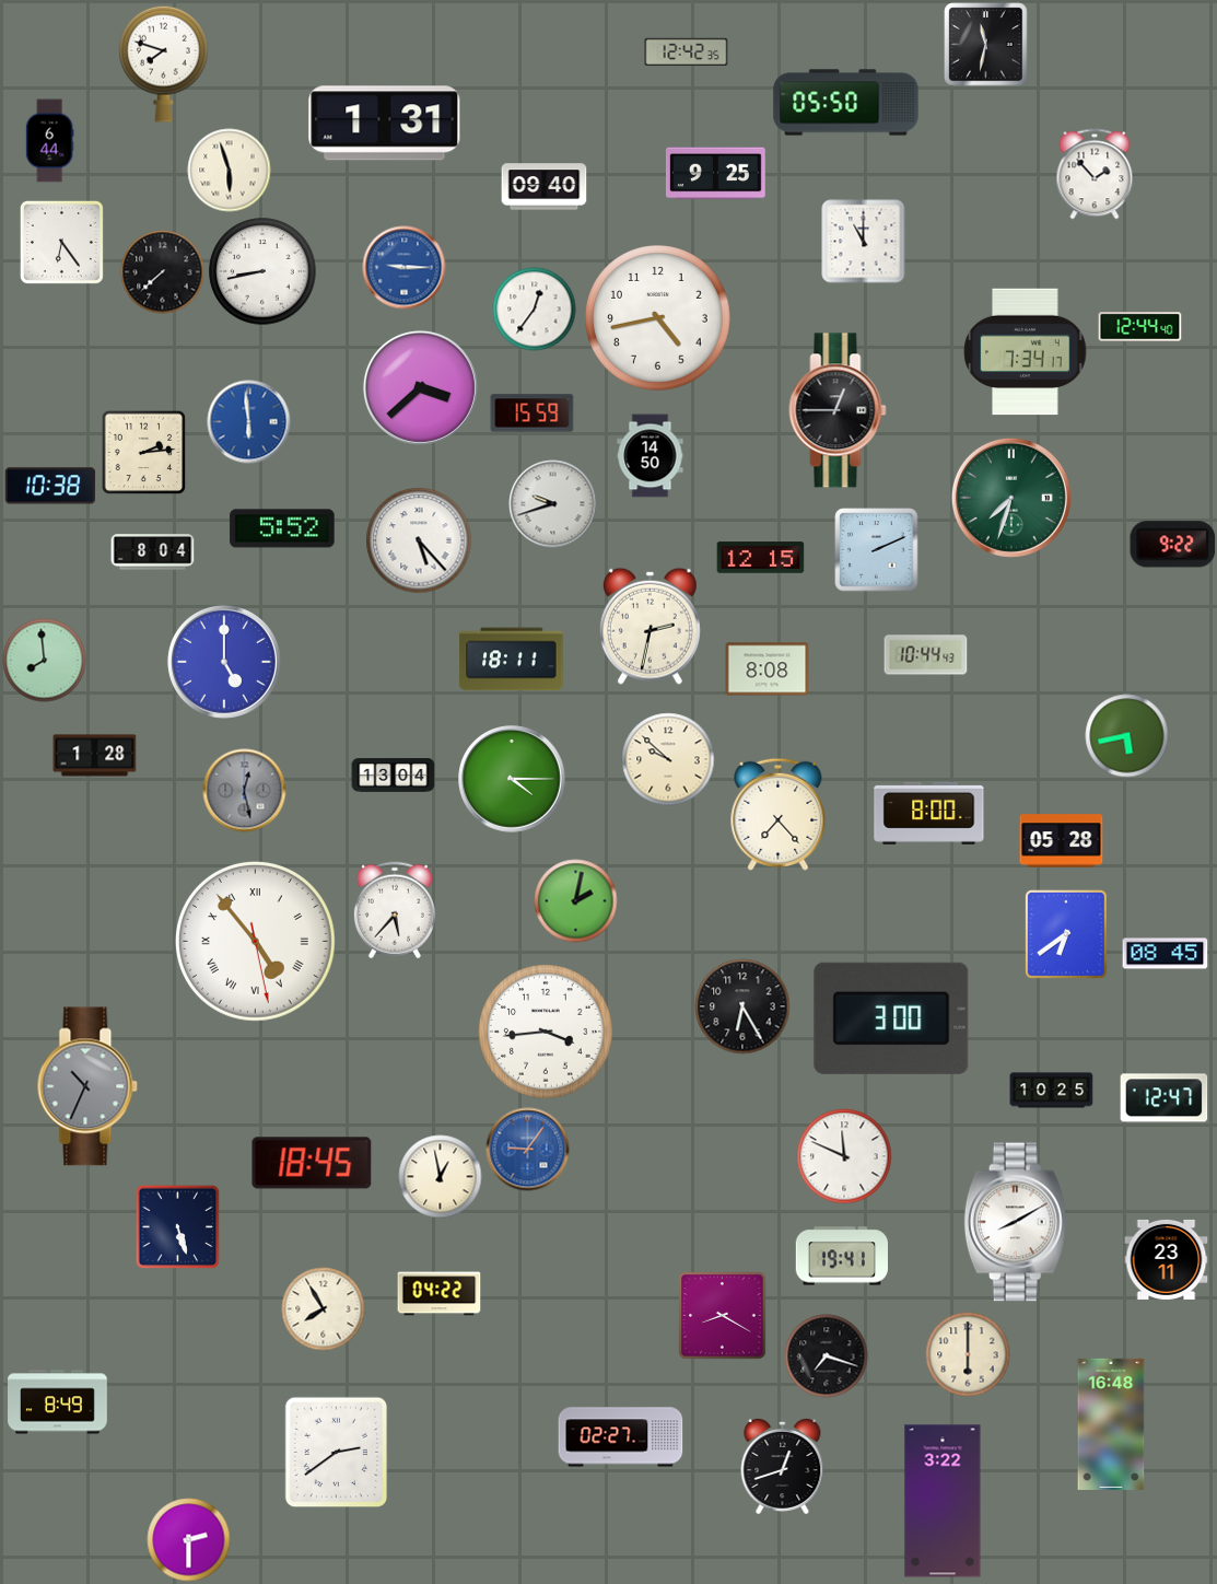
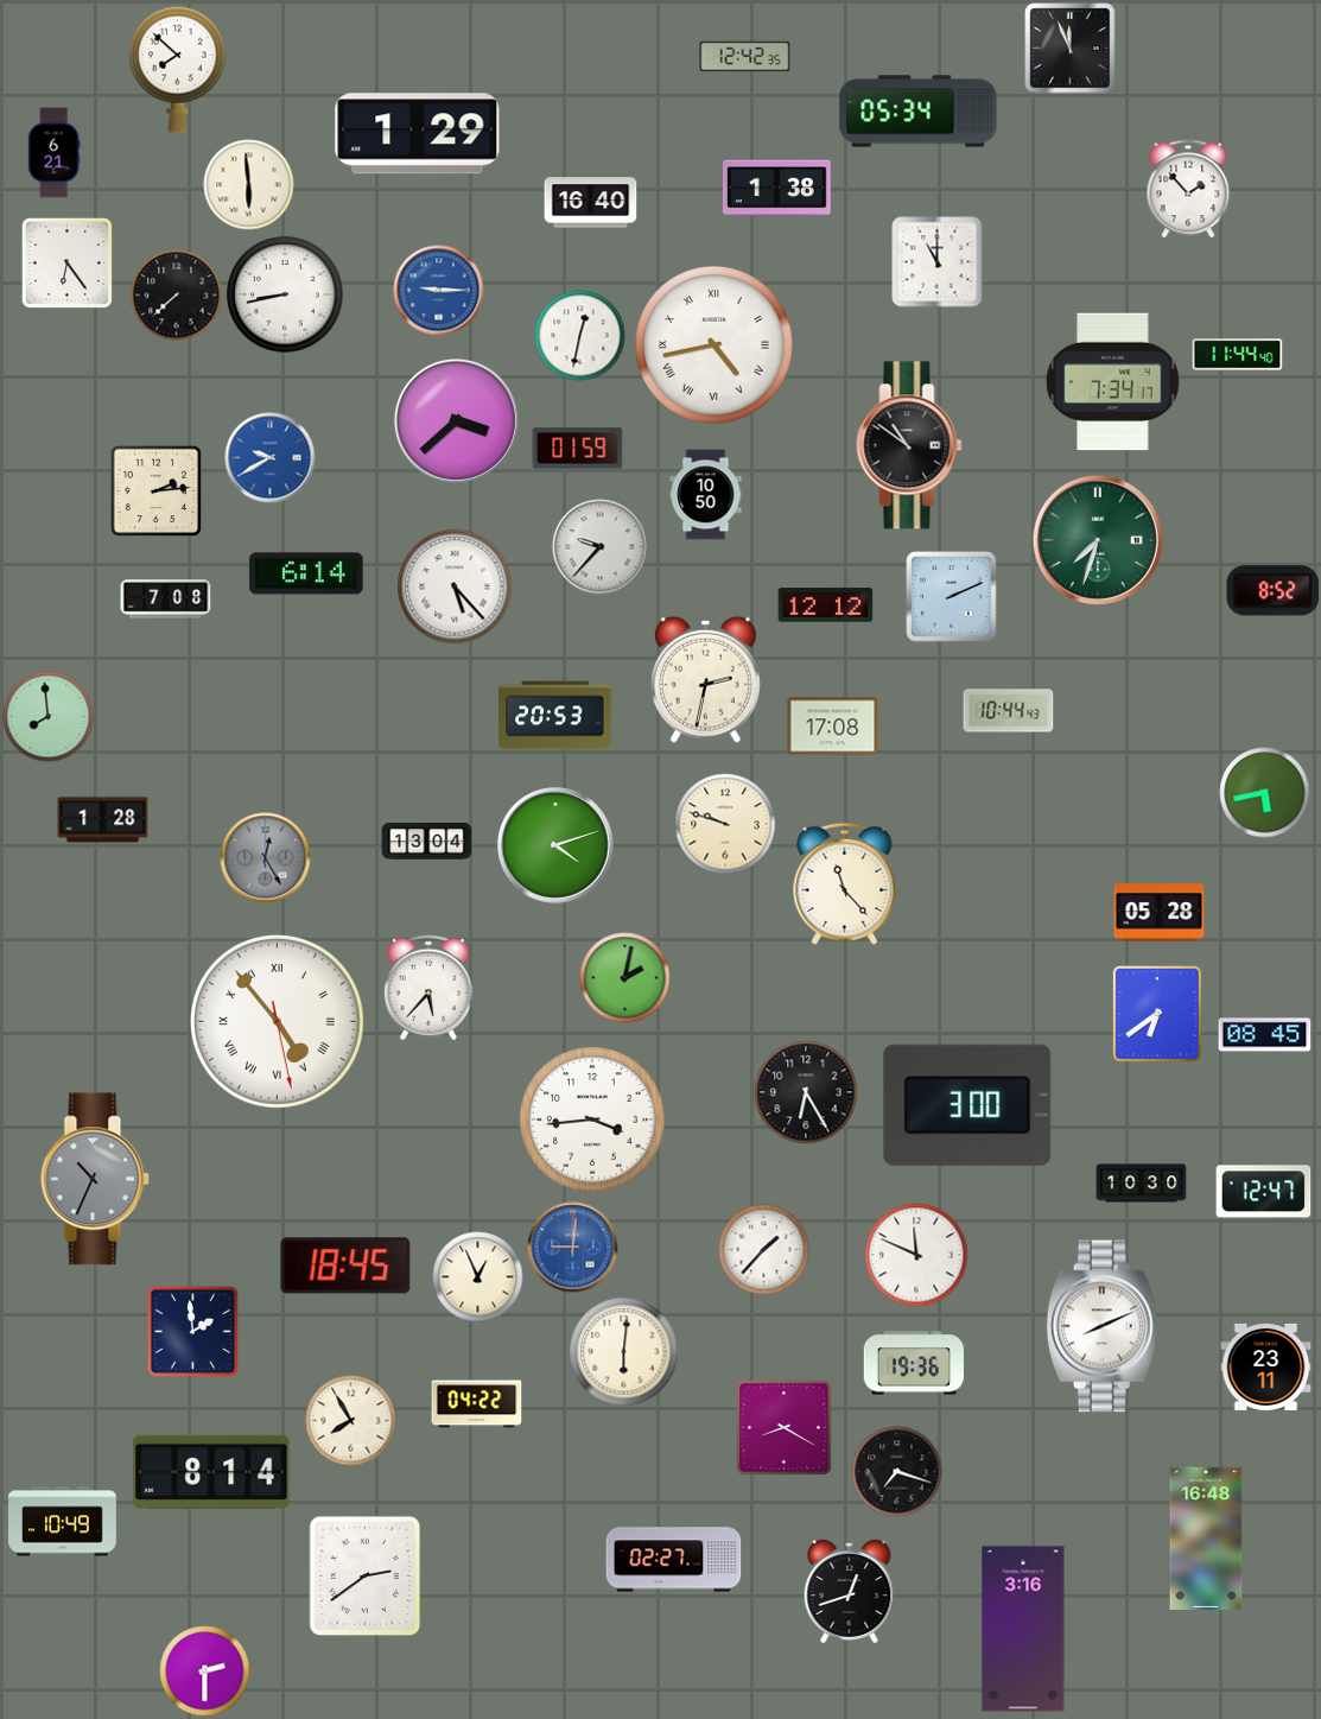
clock at (986, 45): 11:32 -> 11:56
clock at (164, 63): 7:48 -> 7:52
clock at (846, 103): 05:50 -> 05:34
clock at (385, 124): 1:31 -> 1:29
clock at (49, 141): 6:44 -> 6:21
clock at (230, 171): 5:57 -> 5:59
clock at (715, 174): 9:25 -> 1:38
clock at (545, 187): 09:40 -> 16:40
clock at (535, 310): 12:36 -> 12:32
clock at (658, 318) numerals: Arabic -> Roman
clock at (1140, 327): 12:44 -> 11:44
clock at (838, 410): 12:45 -> 10:51
clock at (533, 414): 15:59 -> 01:59
clock at (249, 422): 5:59 -> 9:40
clock at (651, 456): 14:50 -> 10:50
clock at (50, 486): 10:38 -> none
clock at (553, 504): 9:42 -> 9:37
clock at (282, 528): 5:52 -> 6:14
clock at (1173, 545): 9:22 -> 8:52
clock at (153, 552): 8:04 -> 7:08
clock at (761, 558): 12:15 -> 12:12
clock at (926, 655) position: (926, 655) -> (1009, 711)
clock at (512, 660): 18:11 -> 20:53
clock at (224, 662): 5:00 -> none
clock at (768, 669): 8:08 -> 17:08
clock at (1127, 736) position: (1127, 736) -> (1265, 793)
clock at (668, 759): 9:52 -> 9:48
clock at (512, 779): 4:15 -> 4:12
clock at (245, 791): 12:28 -> 12:25
clock at (929, 813): 8:00 -> none
clock at (779, 814): 7:23 -> 11:23
clock at (1062, 841) position: (1062, 841) -> (1160, 913)
clock at (1052, 1091): 10:25 -> 10:30
clock at (528, 1150): 9:06 -> 9:01
clock at (764, 1250): none -> 1:37
clock at (312, 1163) position: (312, 1163) -> (345, 1266)
clock at (441, 1177): 12:58 -> 12:56
clock at (1016, 1222): 8:10 -> 8:11
clock at (177, 1226): 5:27 -> 1:59
clock at (624, 1352): none -> 6:01
clock at (841, 1256): 19:41 -> 19:36
clock at (968, 1354): 6:00 -> none
clock at (211, 1472): none -> 8:14
clock at (58, 1402): 8:49 -> 10:49
clock at (1111, 1424) position: (1111, 1424) -> (1206, 1539)
clock at (943, 1501): 3:22 -> 3:16
